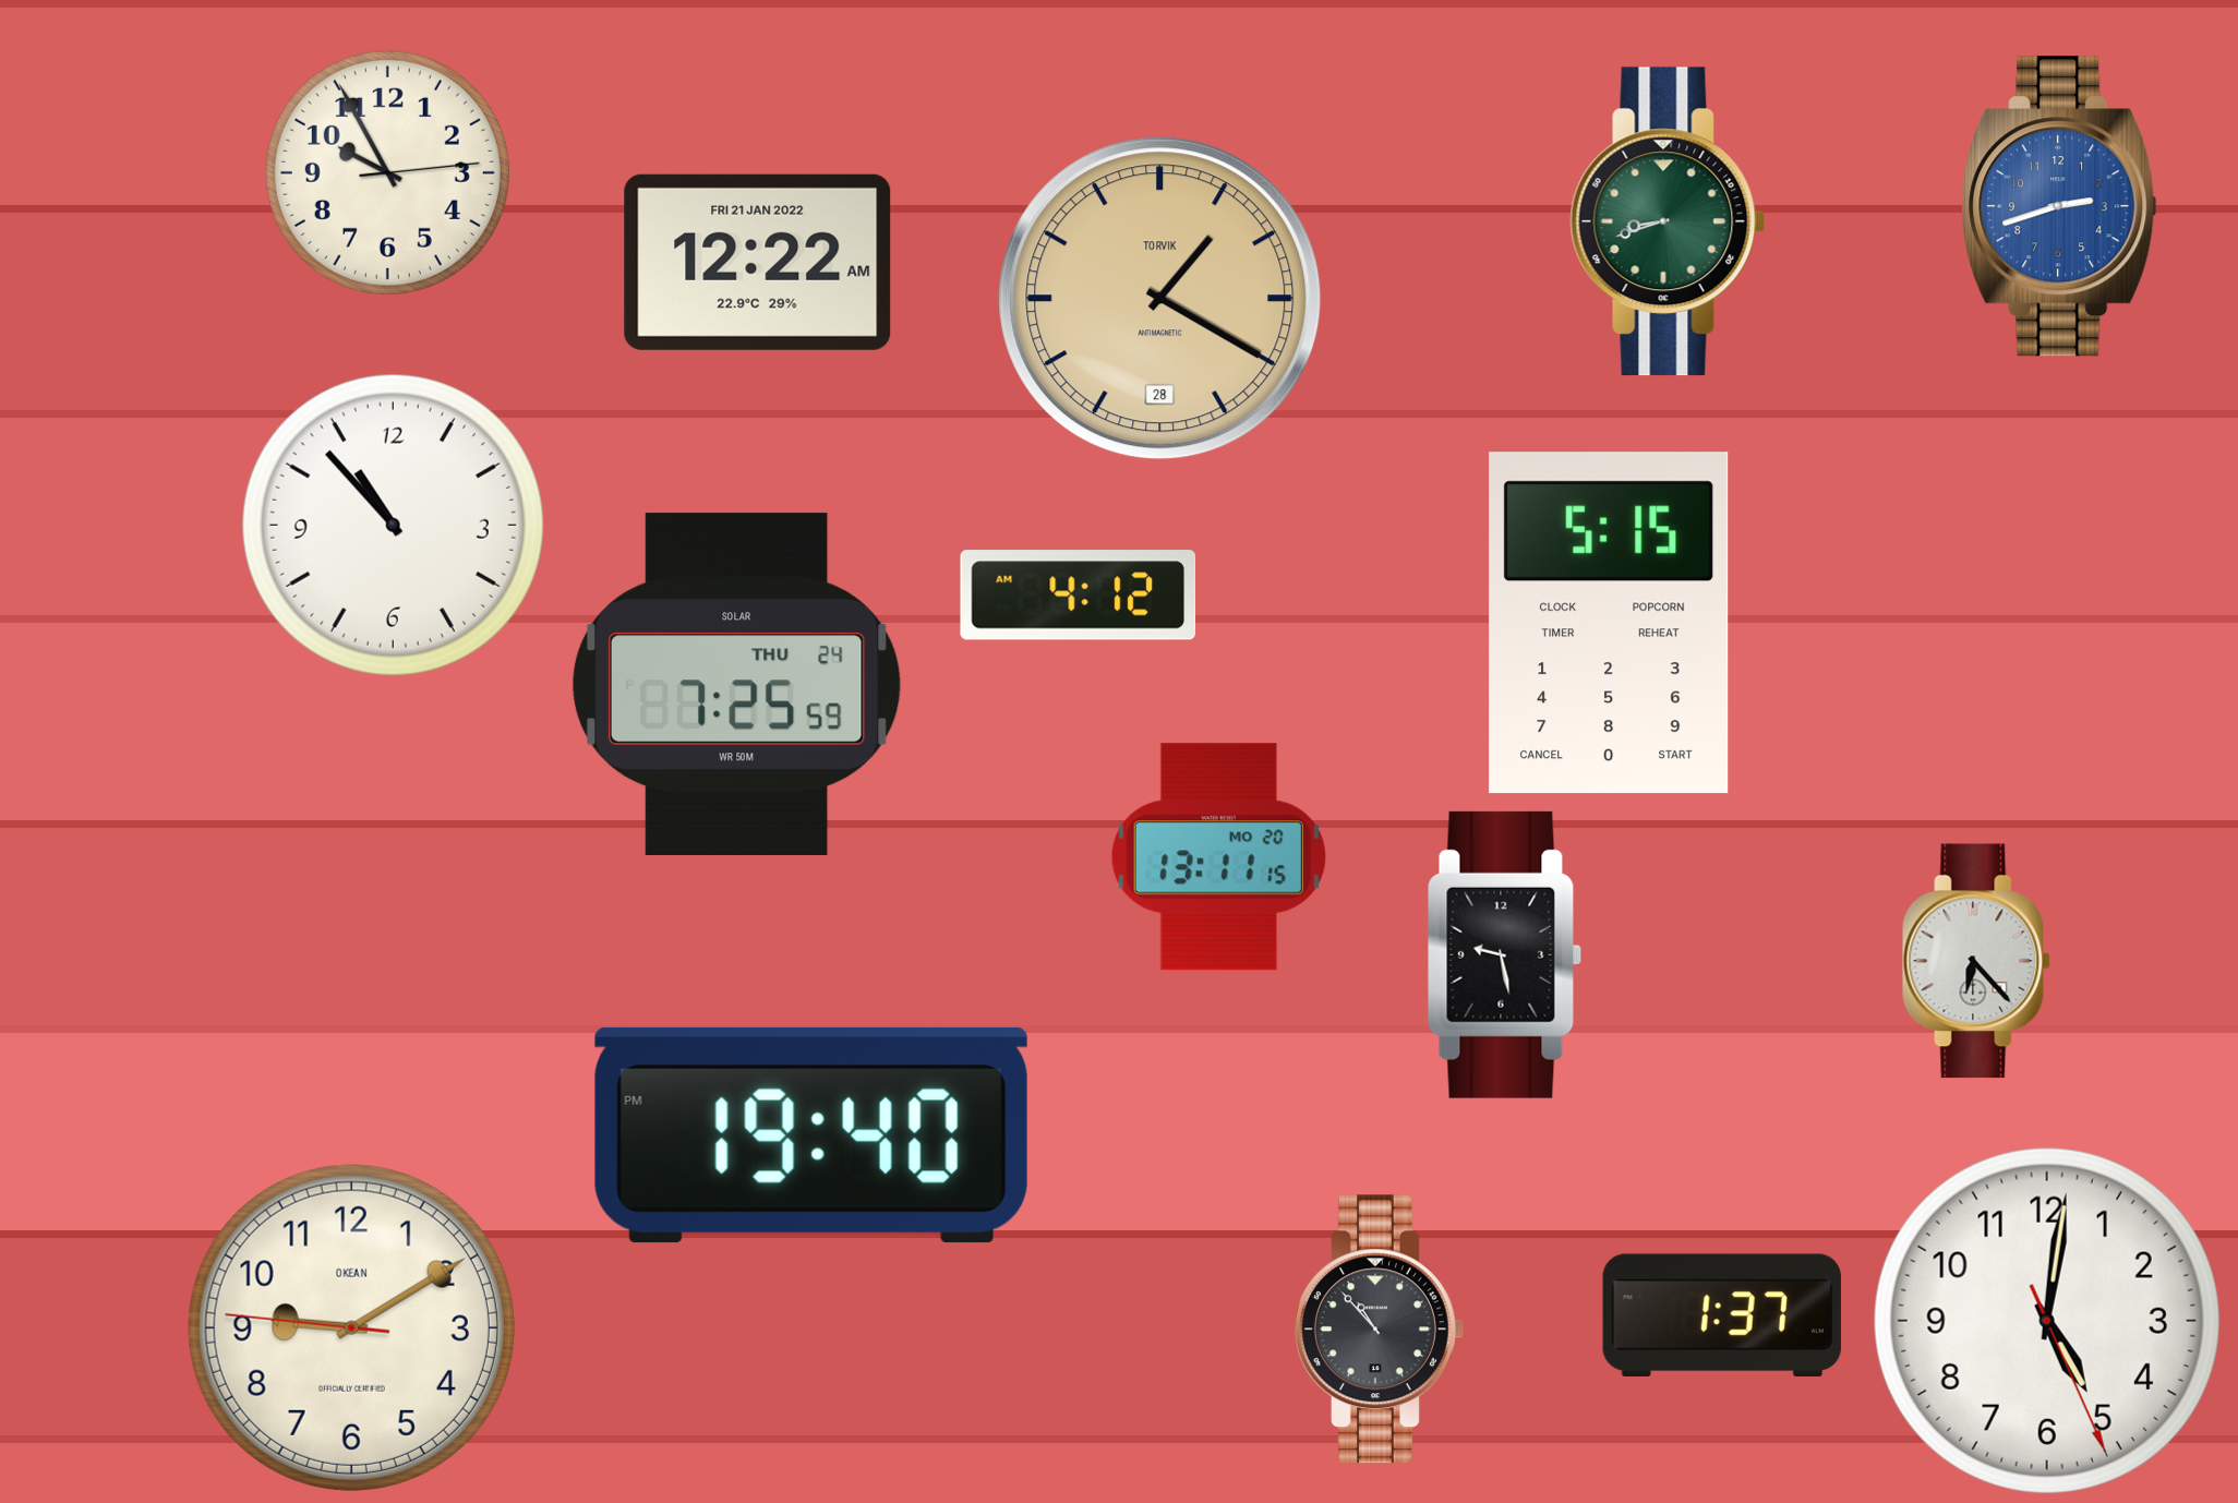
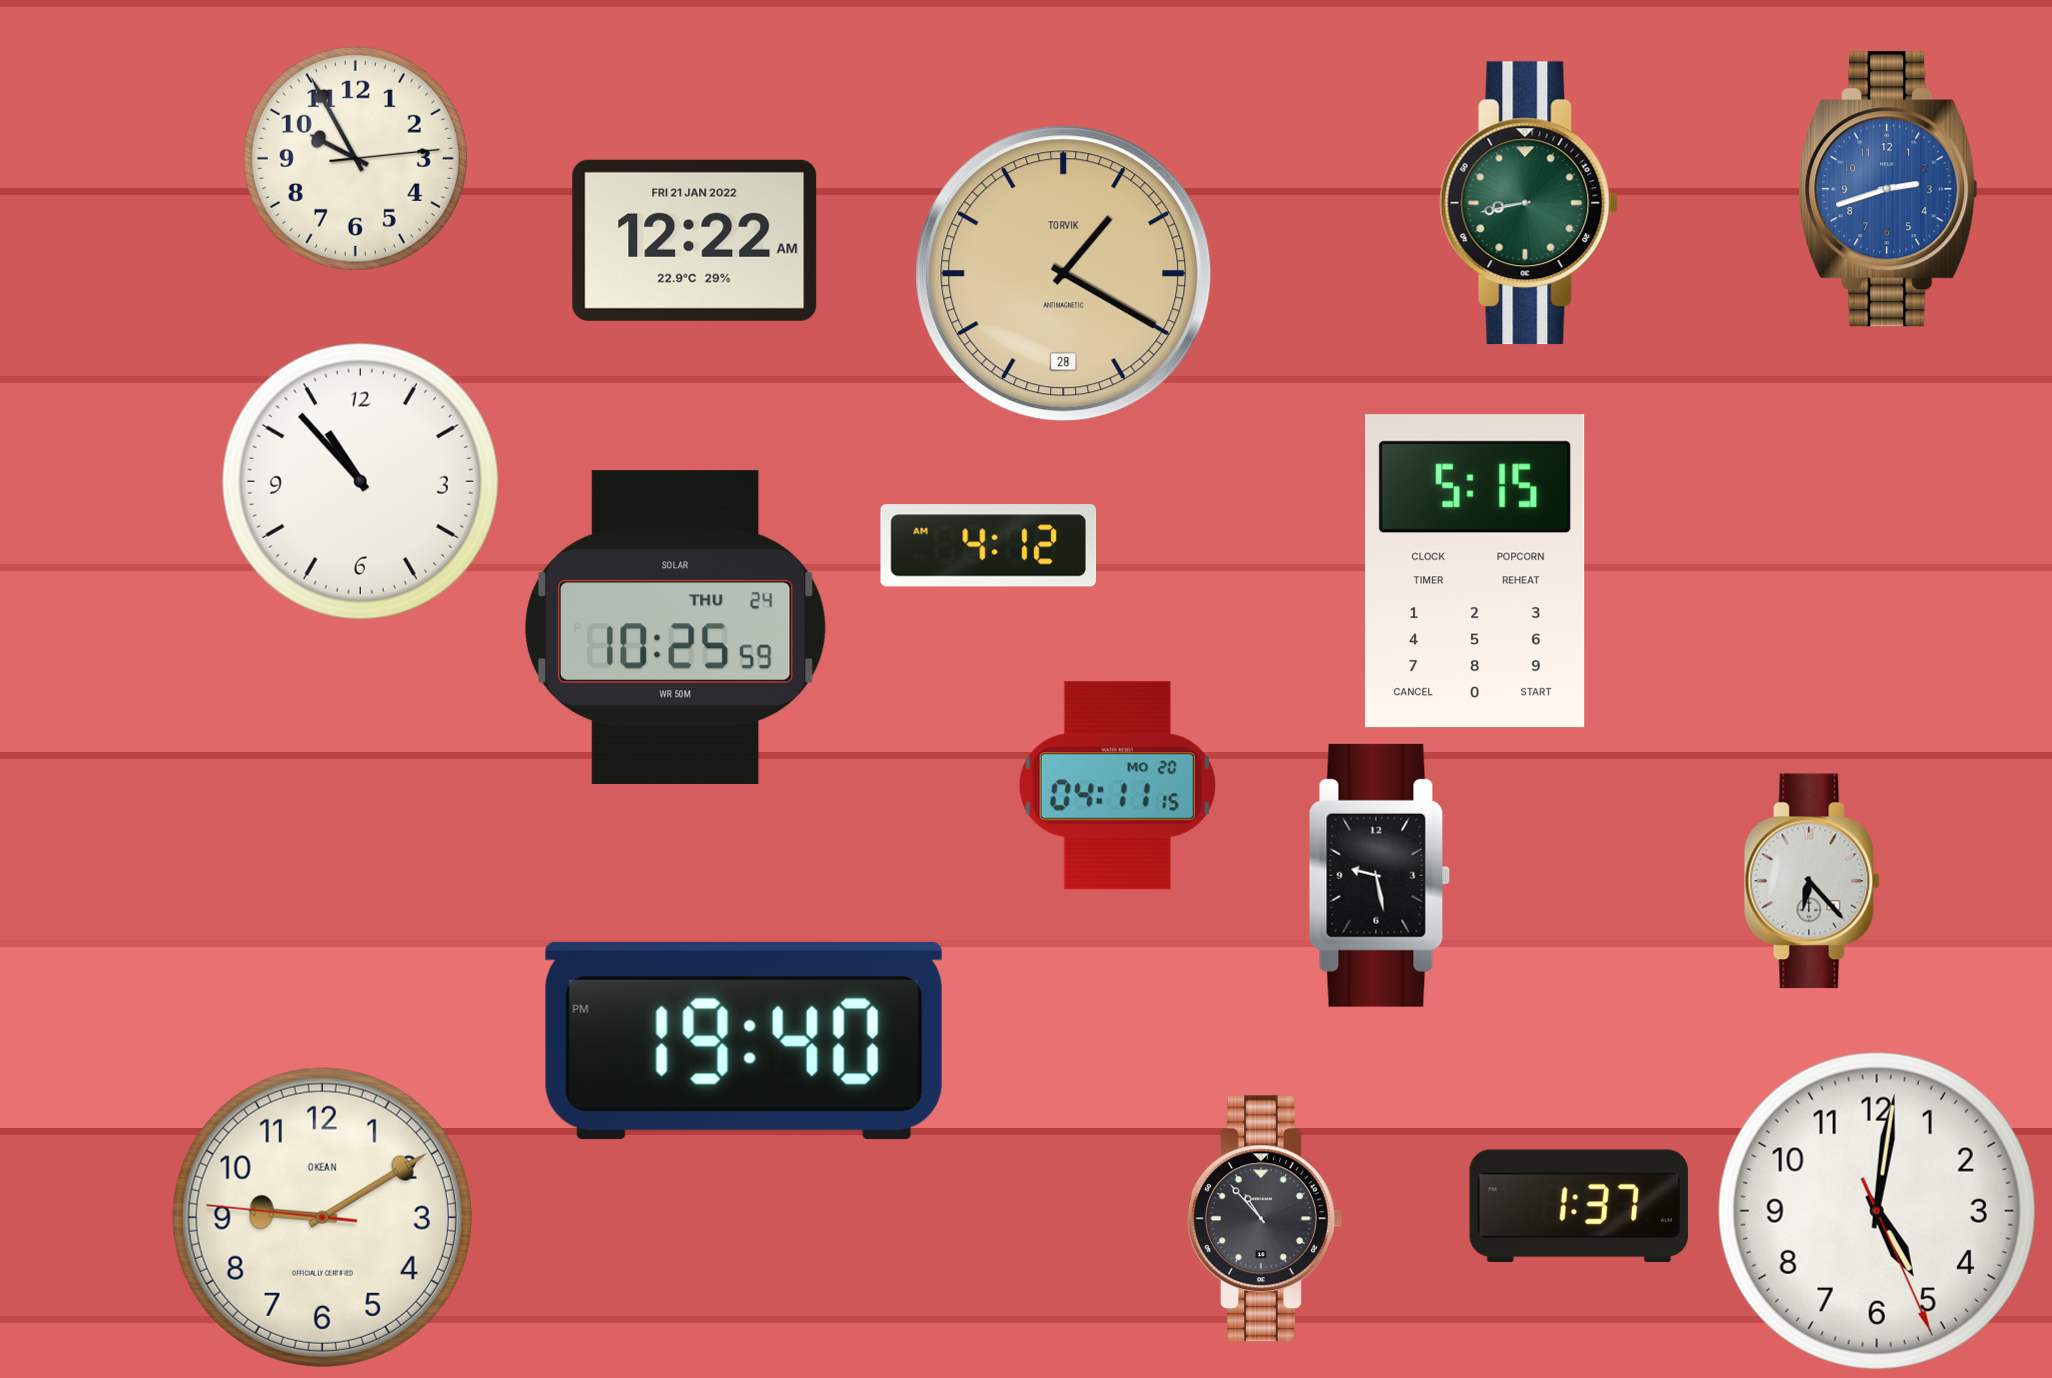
clock at (1668, 221): 8:42 -> 8:43
clock at (736, 685): 7:25 -> 10:25
clock at (1218, 857): 13:11 -> 04:11
